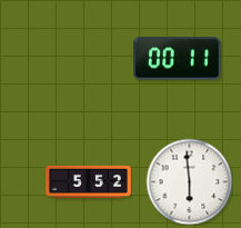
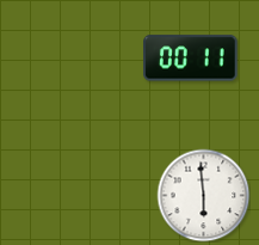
clock at (178, 59) position: (178, 59) -> (191, 59)
clock at (89, 181): 5:52 -> none
